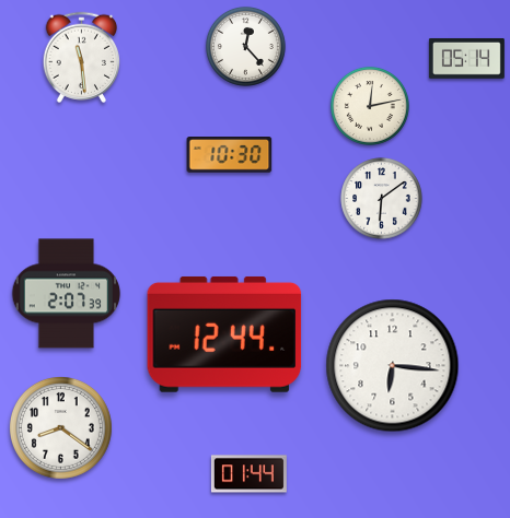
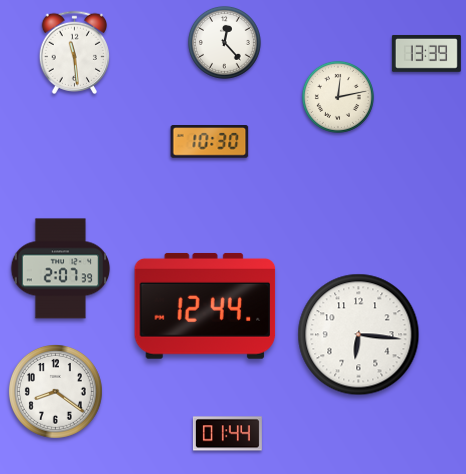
clock at (466, 58): 05:14 -> 13:39
clock at (382, 199): 6:09 -> none
